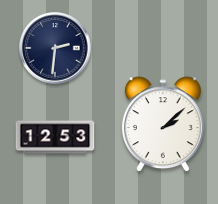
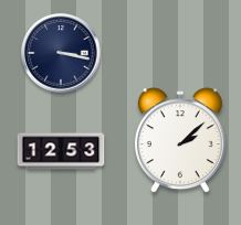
clock at (55, 48): 2:31 -> 3:17
clock at (163, 125) position: (163, 125) -> (180, 141)
